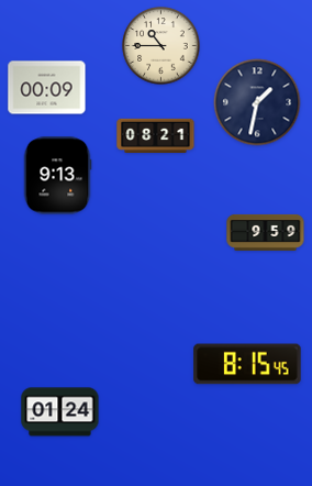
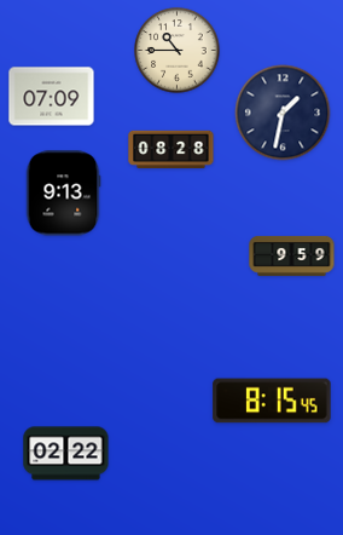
clock at (47, 88): 00:09 -> 07:09
clock at (156, 136): 08:21 -> 08:28
clock at (60, 412): 01:24 -> 02:22
